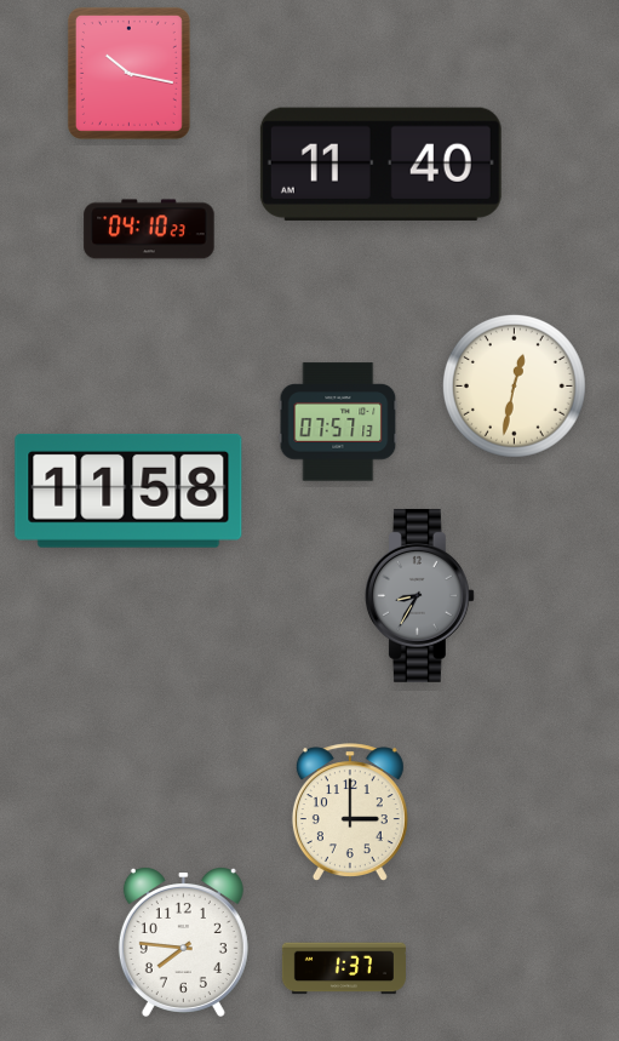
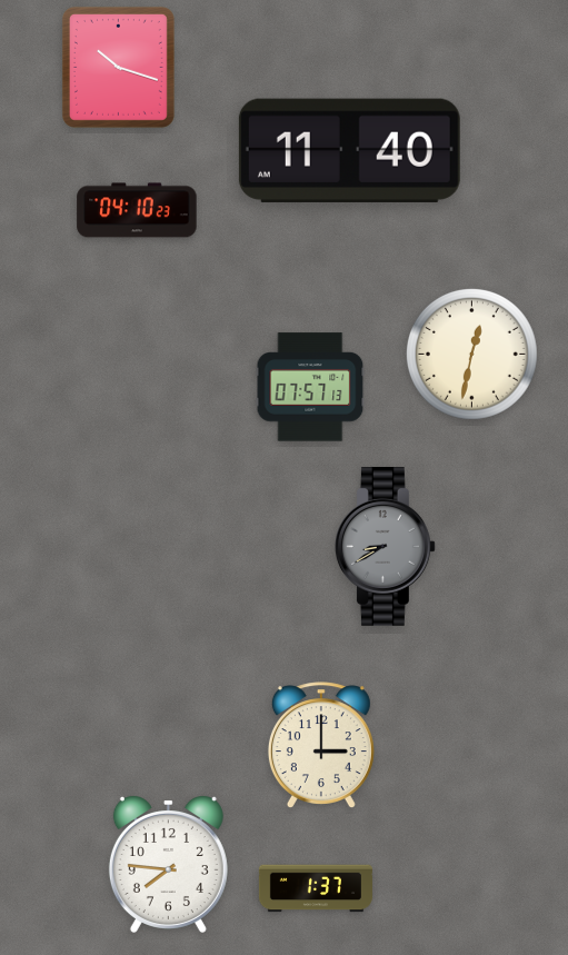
clock at (128, 73): 10:17 -> 10:18
clock at (128, 491): 11:58 -> none
clock at (419, 595): 8:35 -> 8:40
